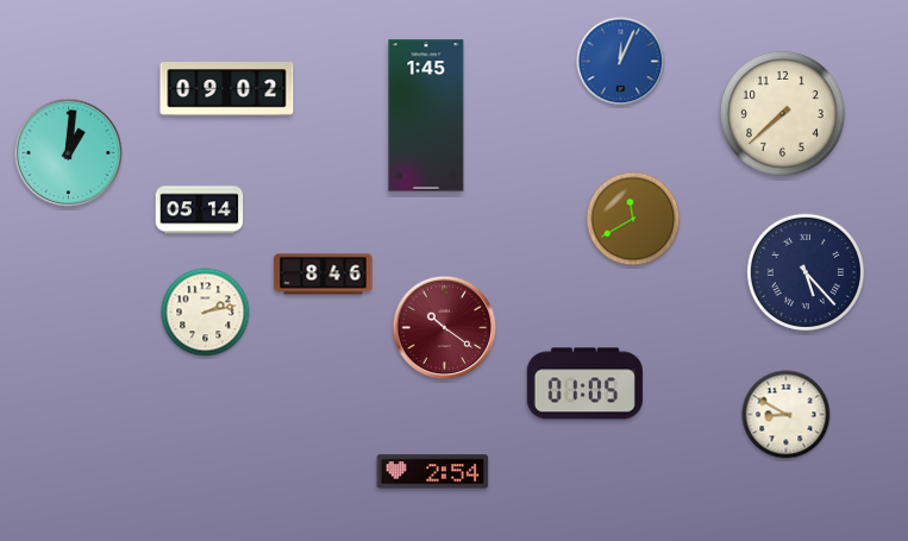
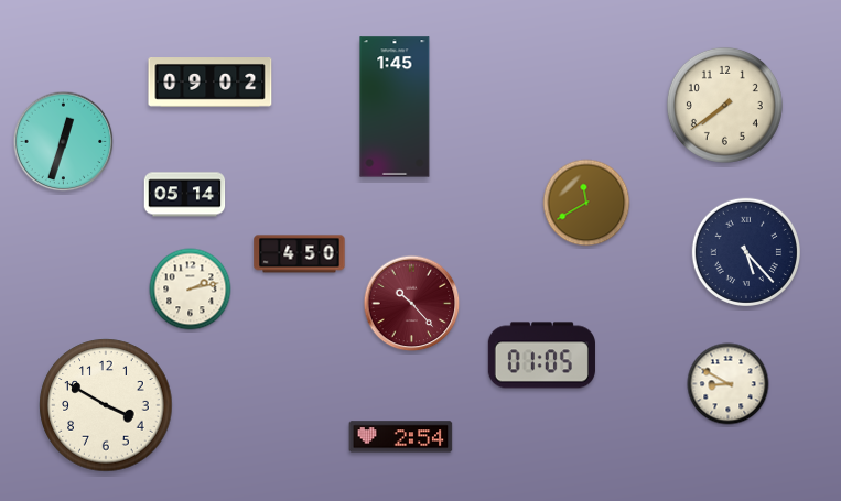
clock at (621, 62): 12:04 -> none
clock at (782, 113): 7:38 -> 7:39
clock at (69, 153): 1:01 -> 12:33
clock at (324, 275): 8:46 -> 4:50
clock at (445, 328): 10:21 -> 10:23
clock at (106, 405): none -> 3:50
